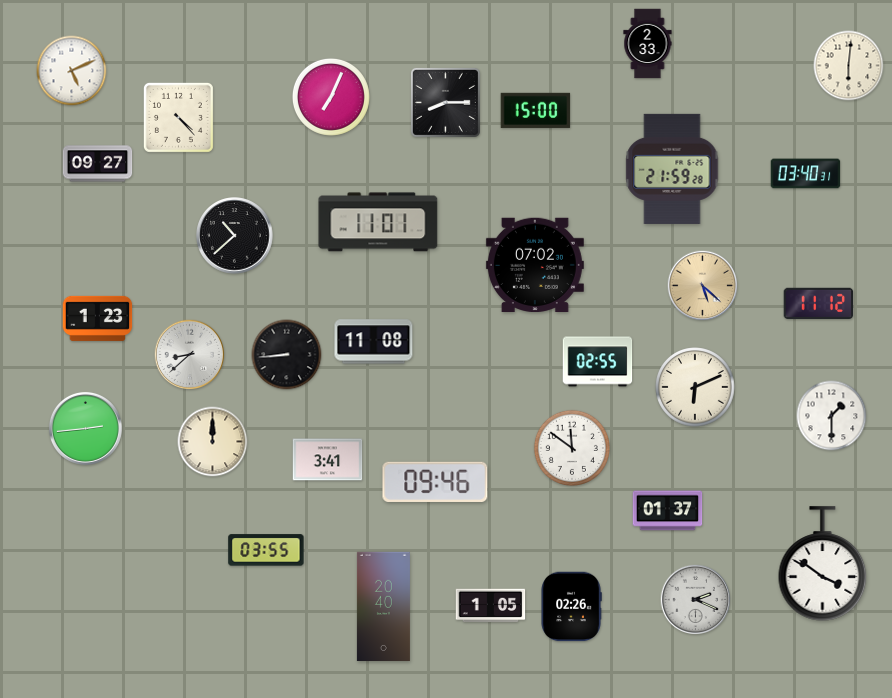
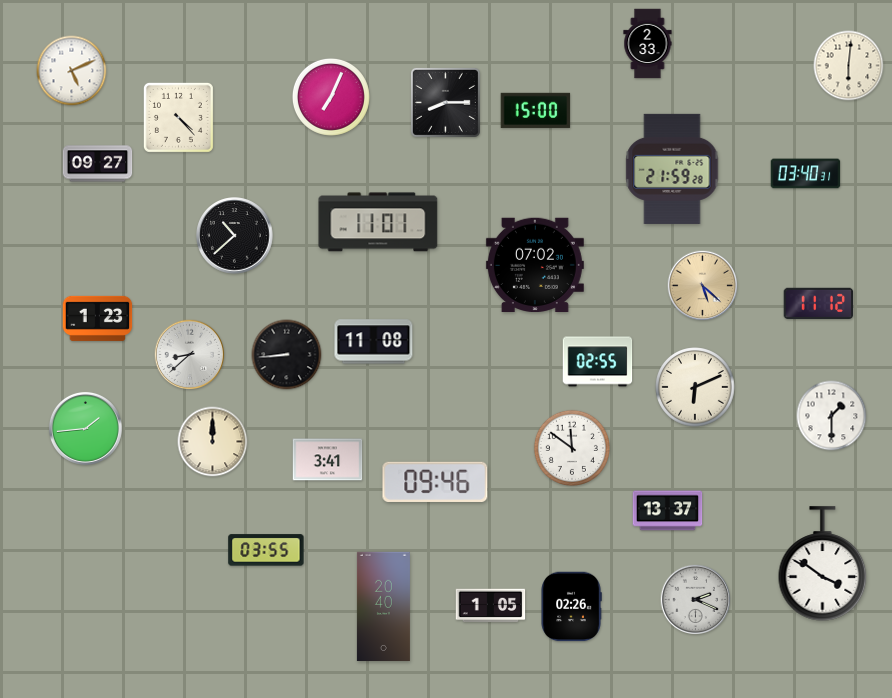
clock at (85, 428): 2:44 -> 1:44
clock at (668, 511): 01:37 -> 13:37
